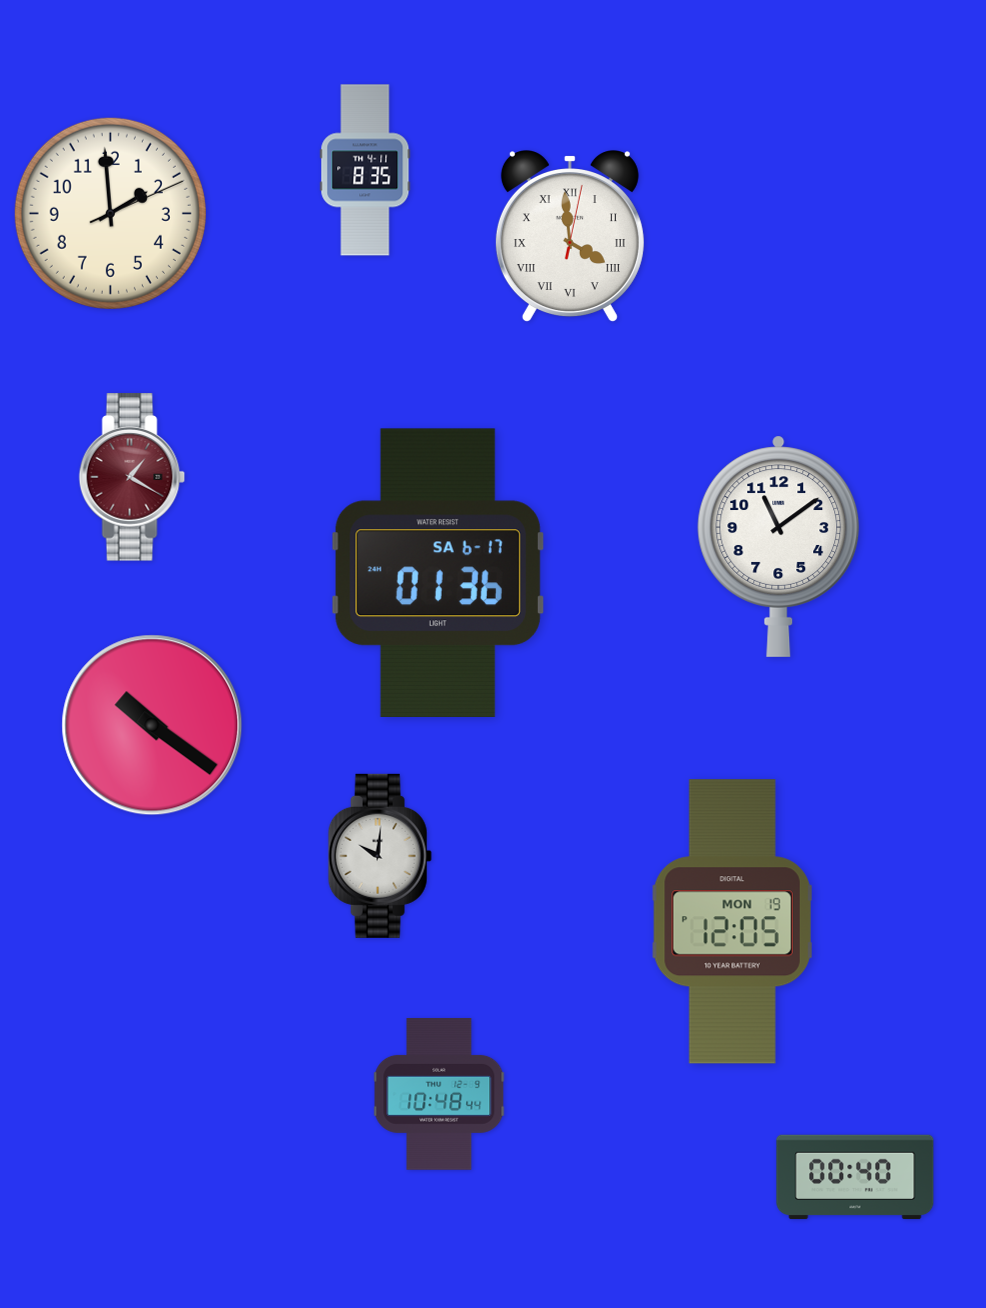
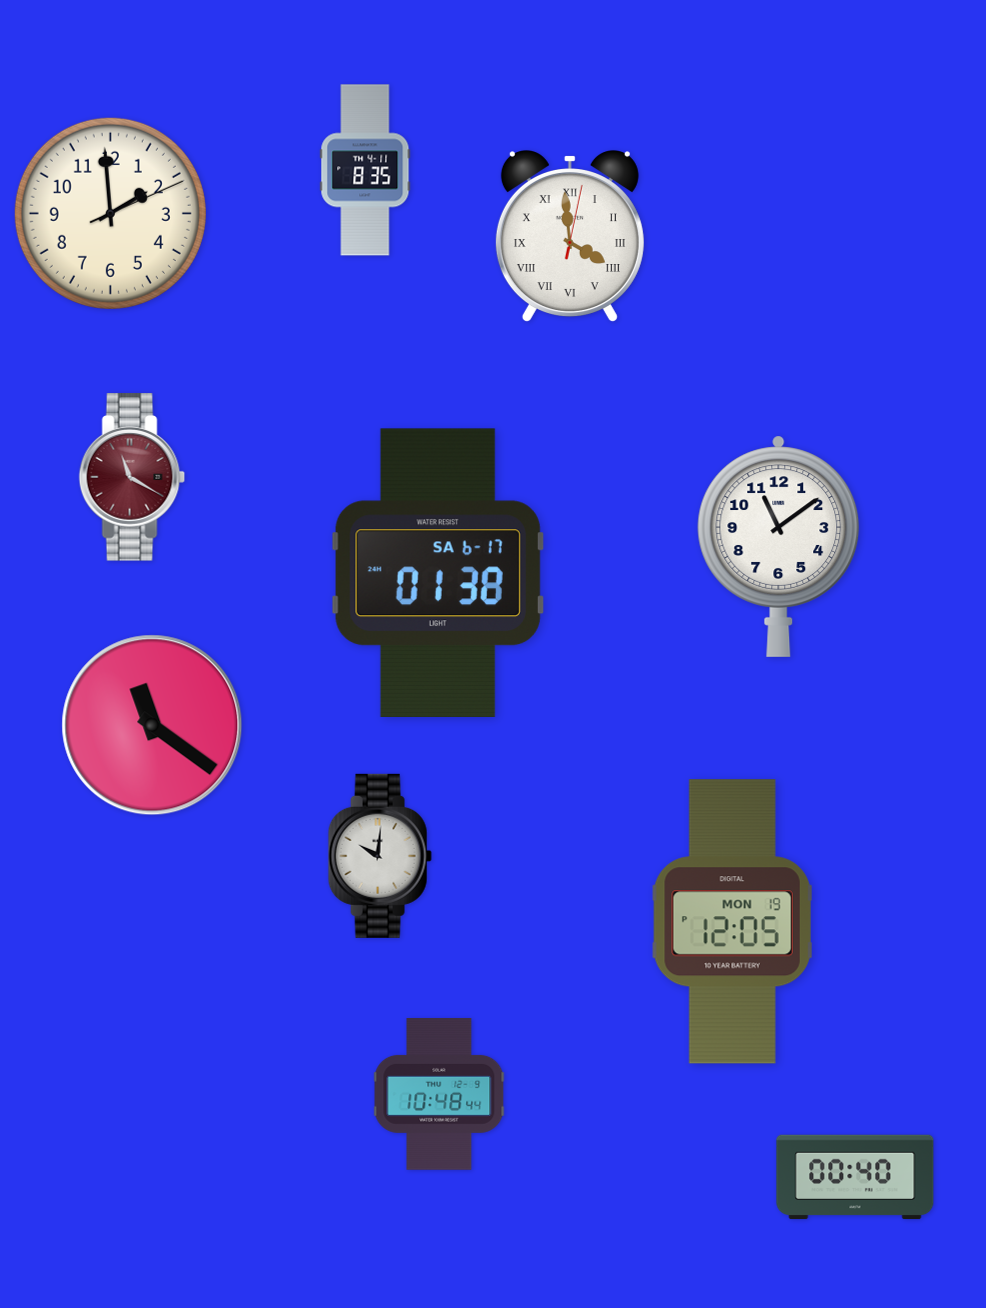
clock at (132, 477): 1:20 -> 11:20
clock at (438, 573): 01:36 -> 01:38
clock at (152, 725): 10:21 -> 11:21
